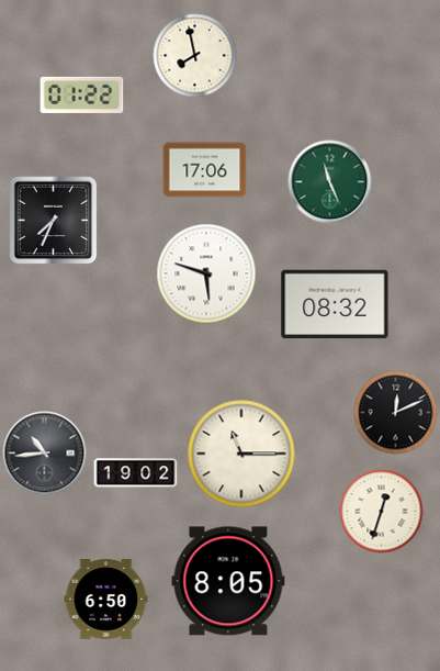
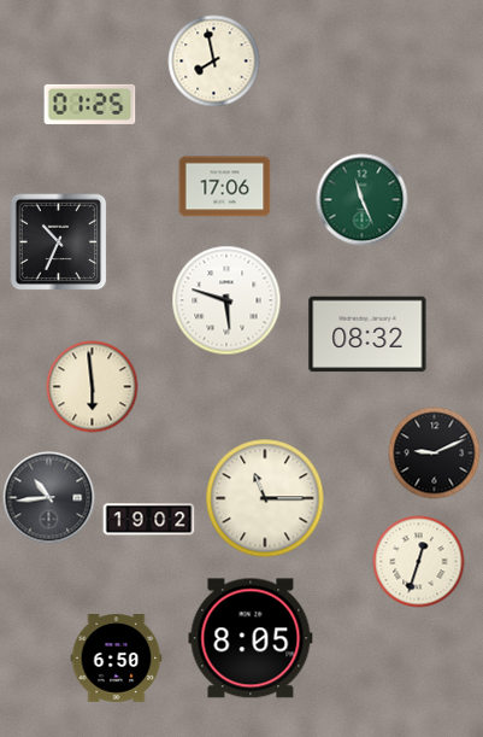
clock at (82, 94): 01:22 -> 01:25
clock at (54, 221): 7:34 -> 10:34
clock at (93, 387): none -> 5:59
clock at (396, 413): 12:11 -> 9:11
